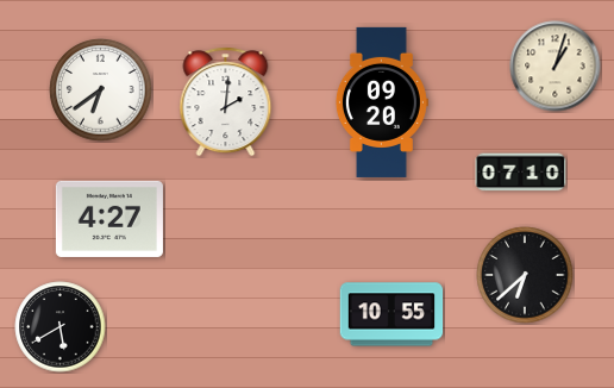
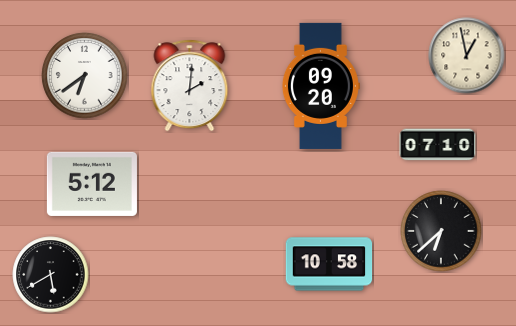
clock at (556, 67): 1:03 -> 12:58
clock at (109, 219): 4:27 -> 5:12
clock at (391, 314): 10:55 -> 10:58
